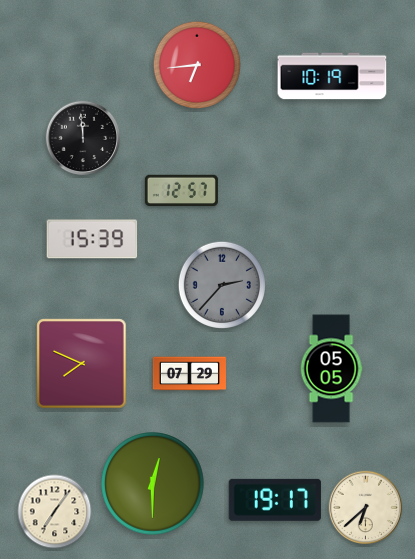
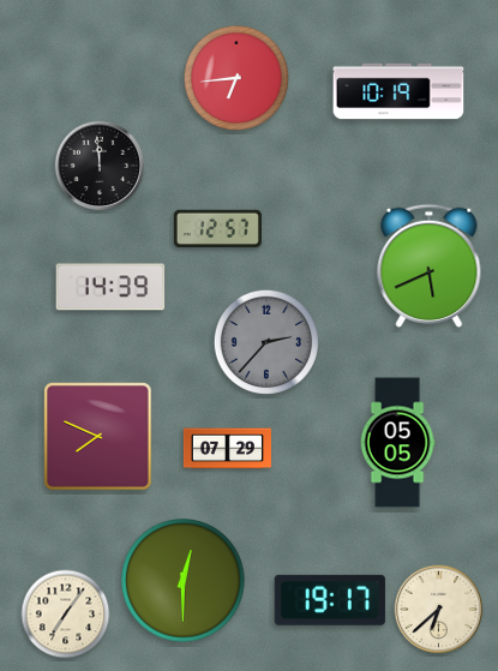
clock at (430, 265): none -> 5:41
clock at (92, 239): 15:39 -> 14:39
